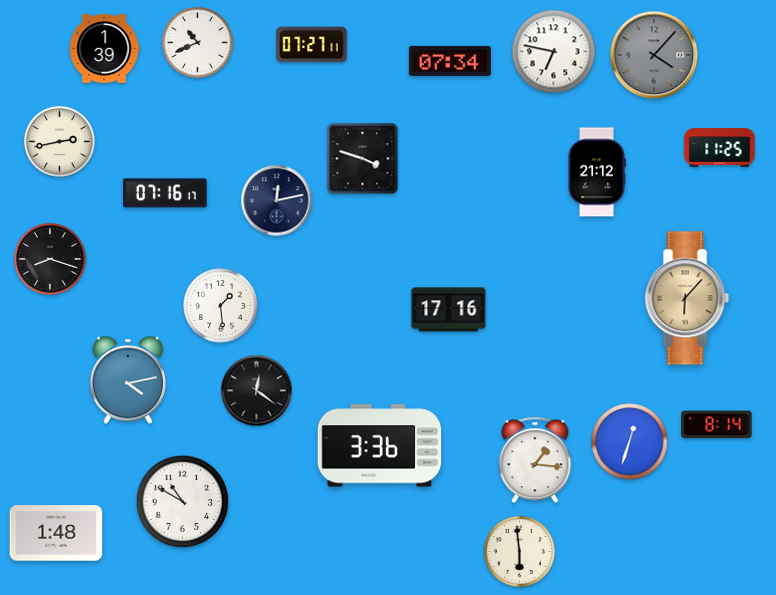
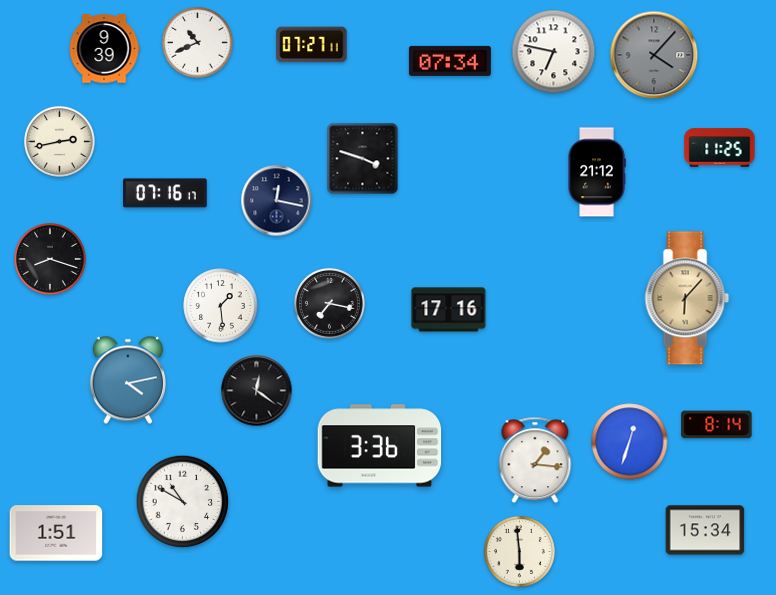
clock at (104, 49): 1:39 -> 9:39
clock at (277, 201): 12:13 -> 12:17
clock at (330, 304): none -> 7:17
clock at (705, 530): none -> 15:34
clock at (56, 533): 1:48 -> 1:51
